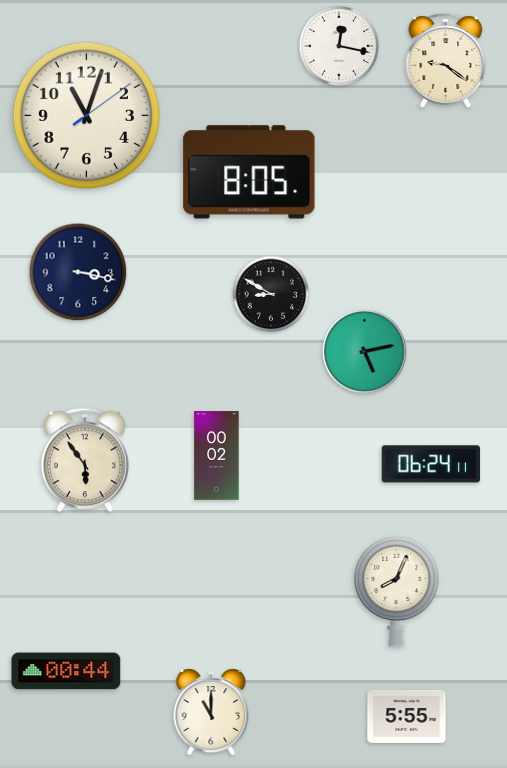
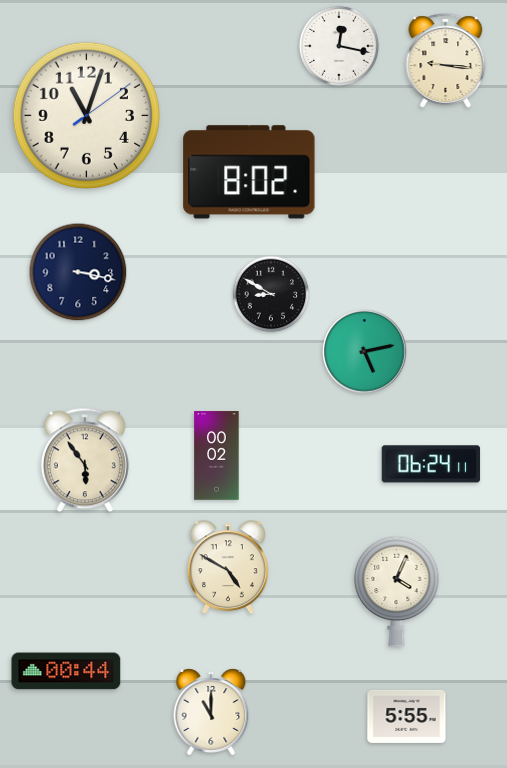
clock at (446, 61): 9:21 -> 9:16
clock at (249, 172): 8:05 -> 8:02
clock at (228, 568): none -> 4:50
clock at (397, 591): 8:04 -> 4:04
